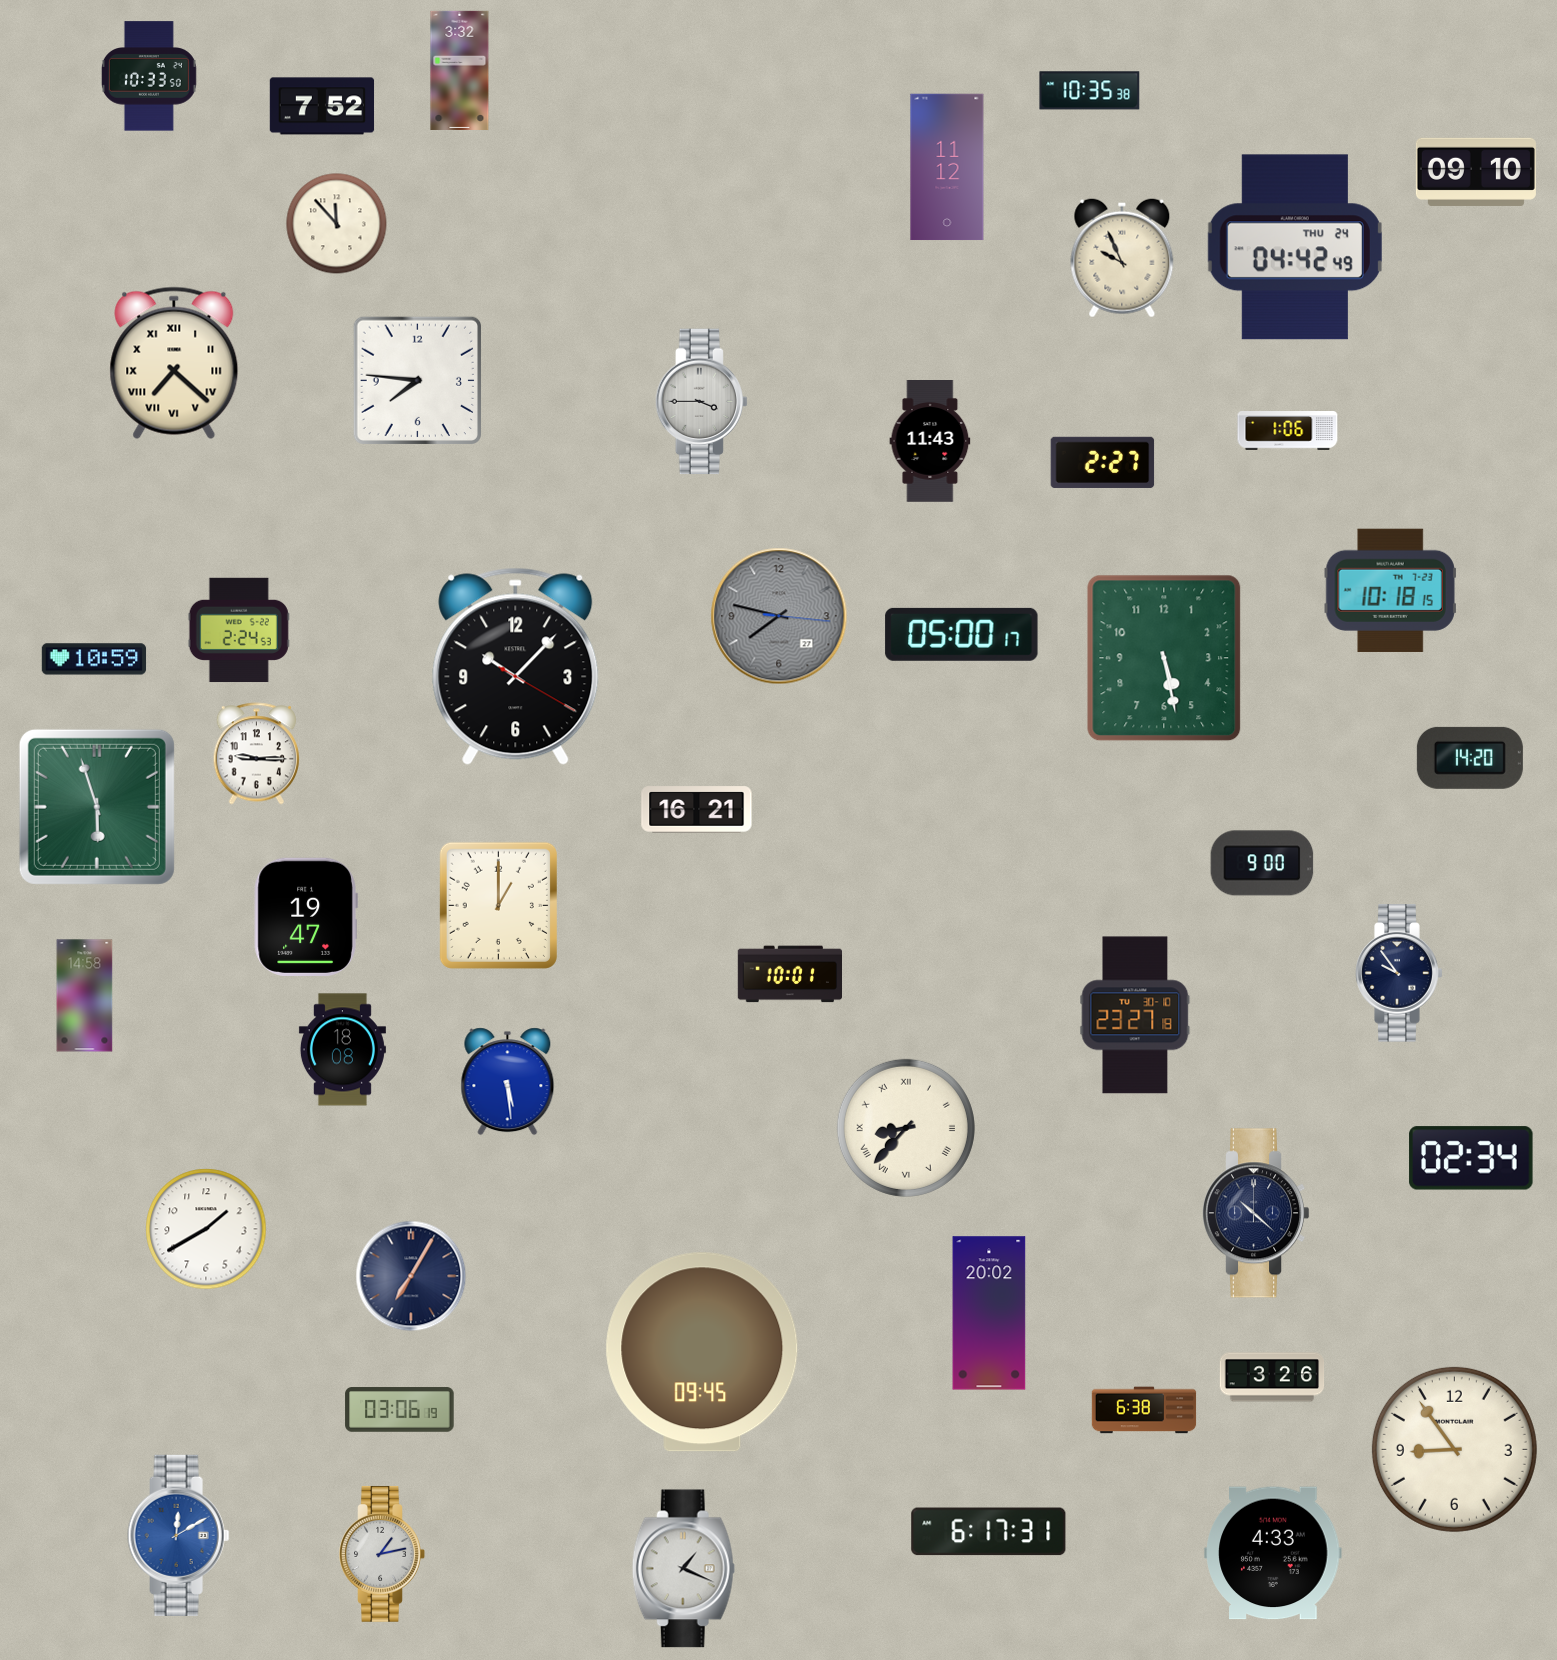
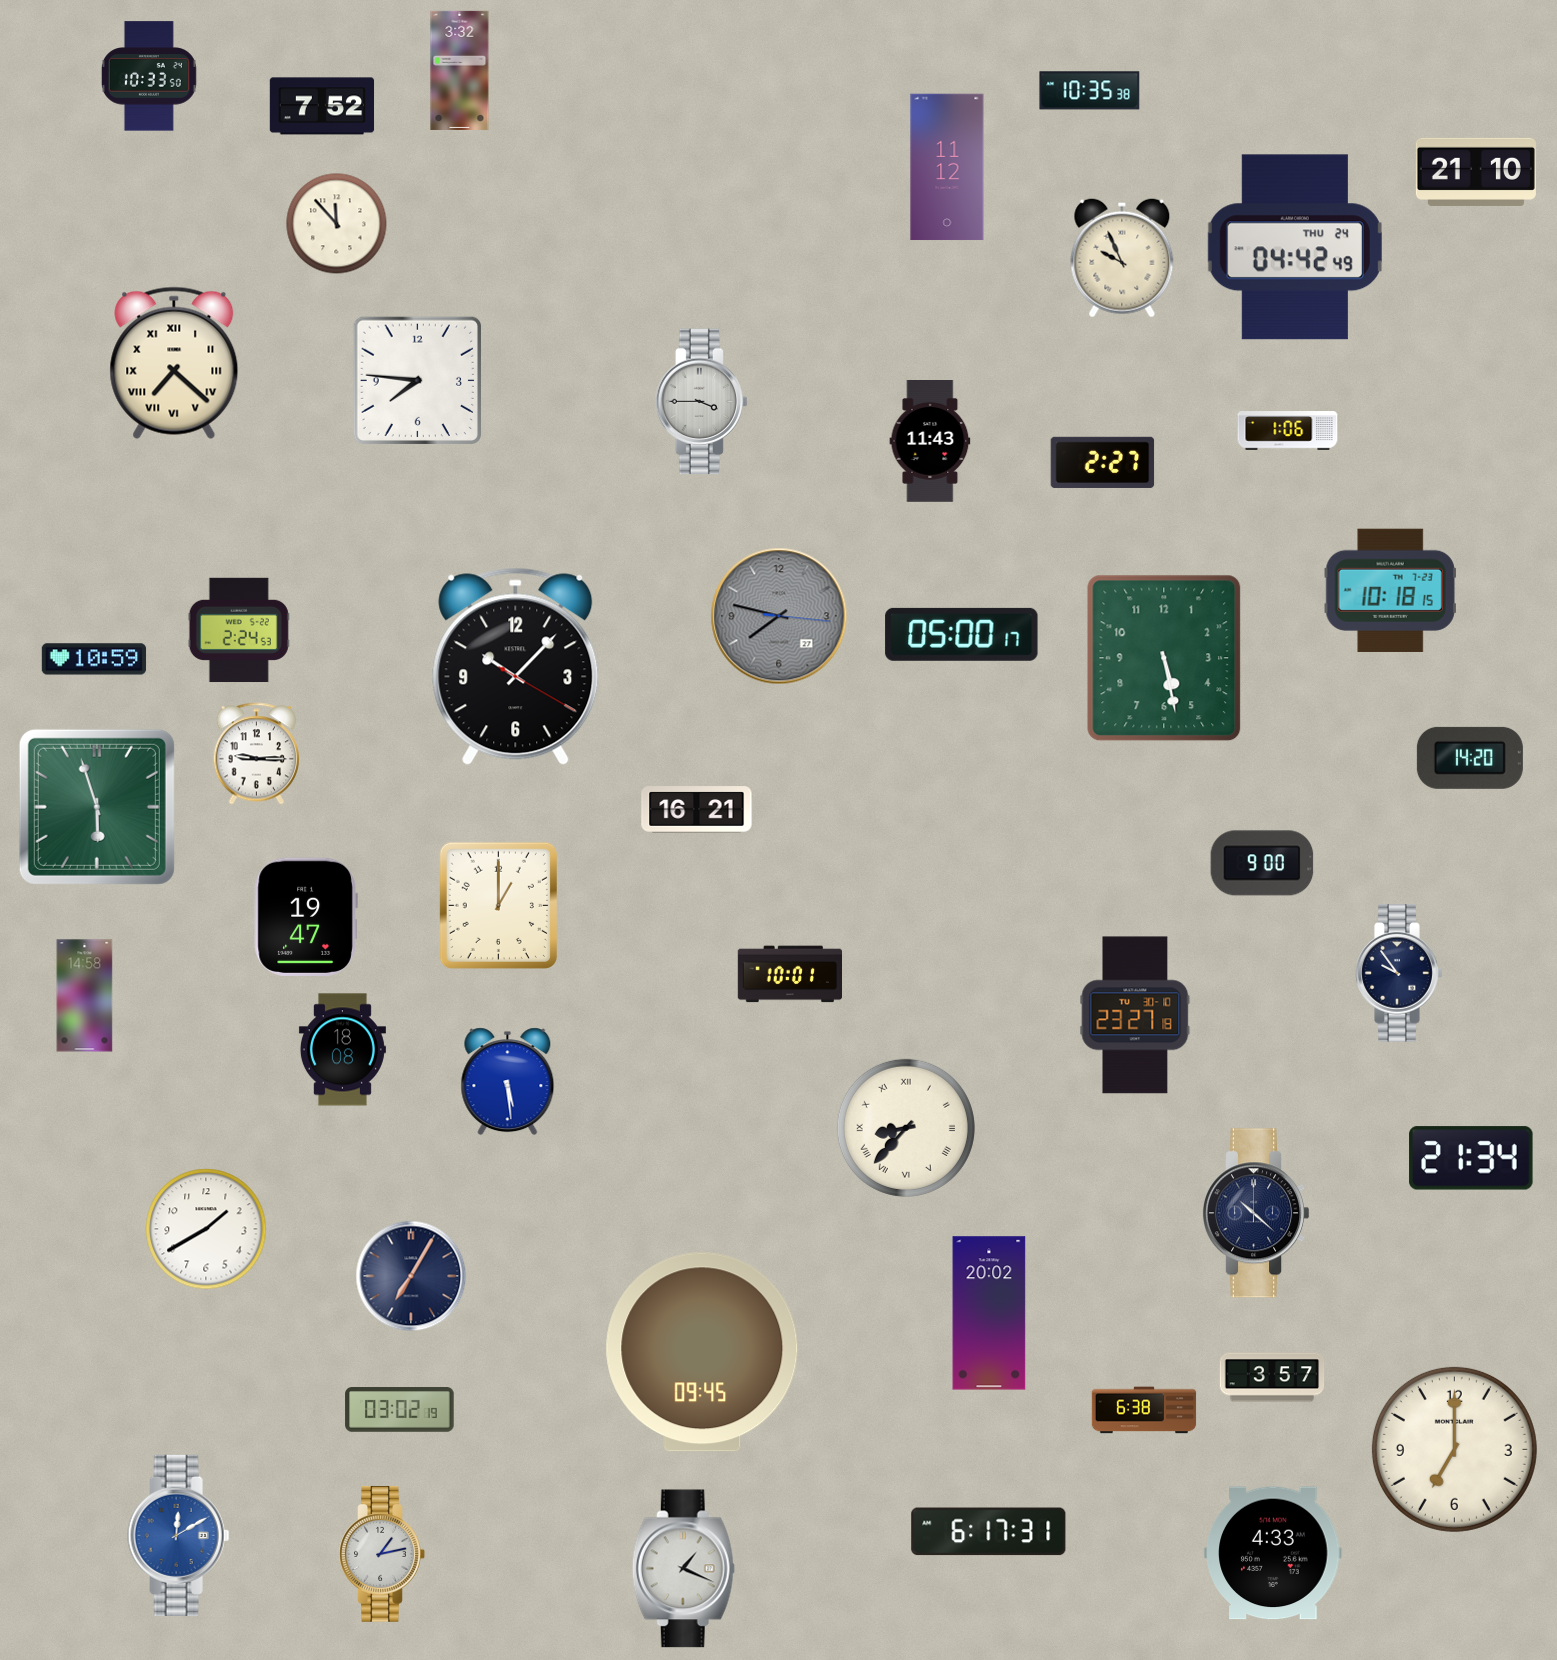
clock at (1476, 172): 09:10 -> 21:10
clock at (1471, 1158): 02:34 -> 21:34
clock at (1272, 1377): 3:26 -> 3:57
clock at (400, 1410): 03:06 -> 03:02
clock at (1454, 1449): 8:54 -> 7:00
